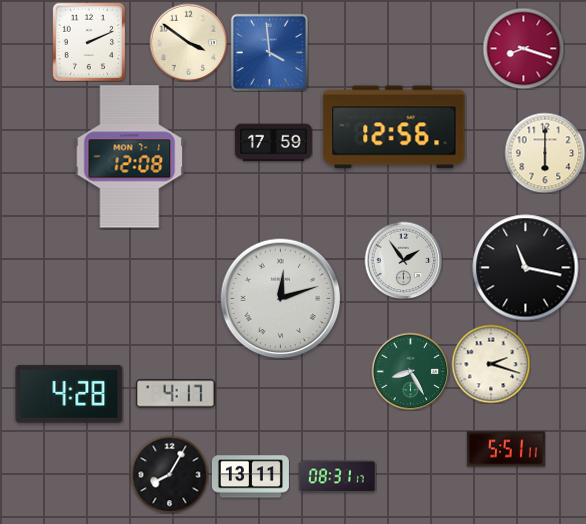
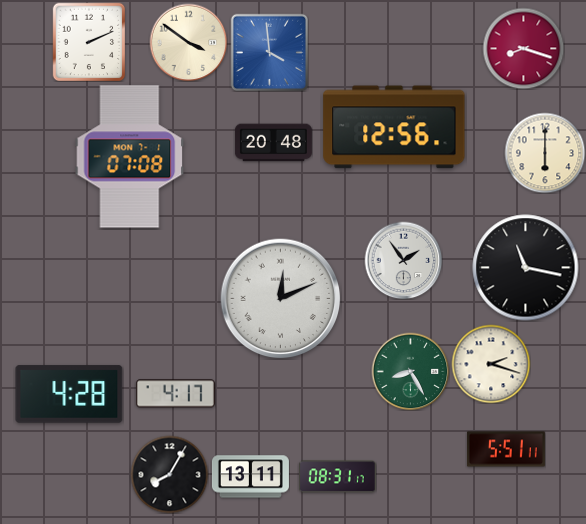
clock at (273, 143): 17:59 -> 20:48
clock at (130, 157): 12:08 -> 07:08
clock at (281, 299): 12:12 -> 12:11
